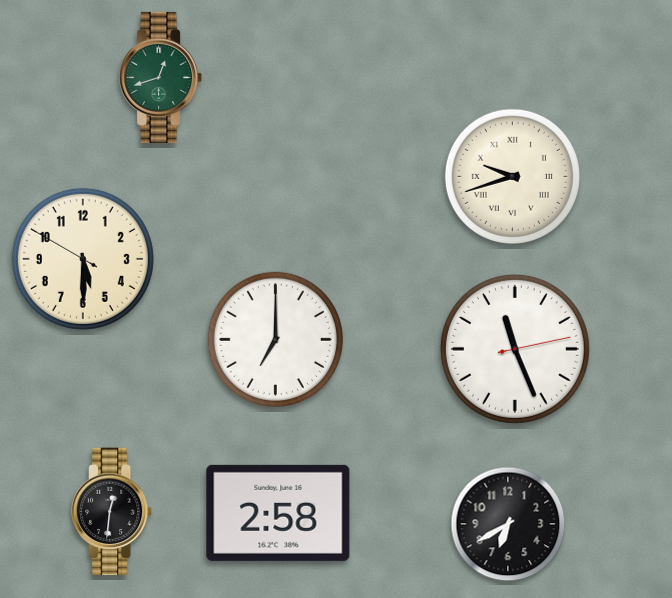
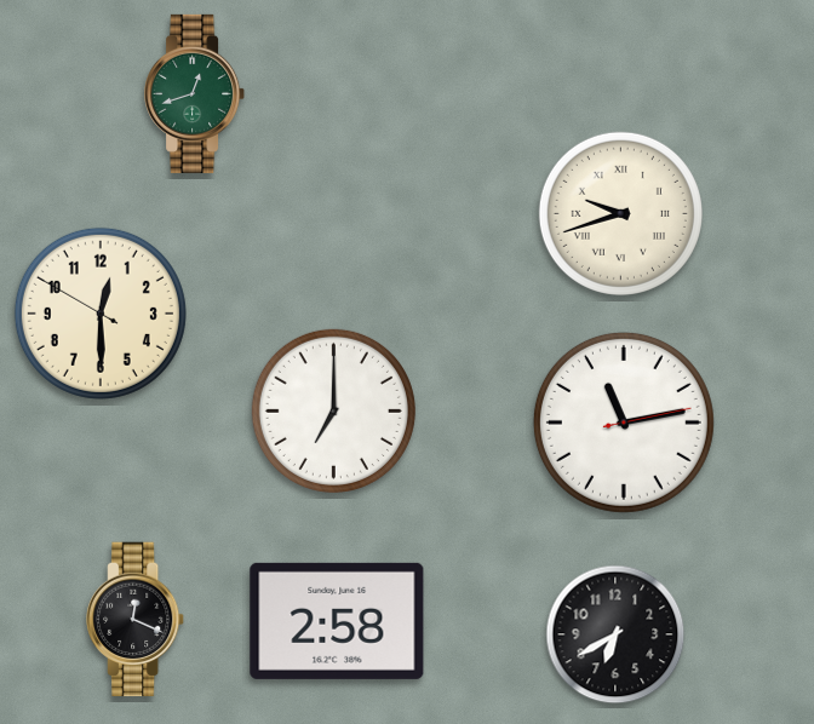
clock at (83, 259): 5:29 -> 12:29
clock at (515, 349): 11:26 -> 11:13
clock at (112, 512): 12:31 -> 12:19
